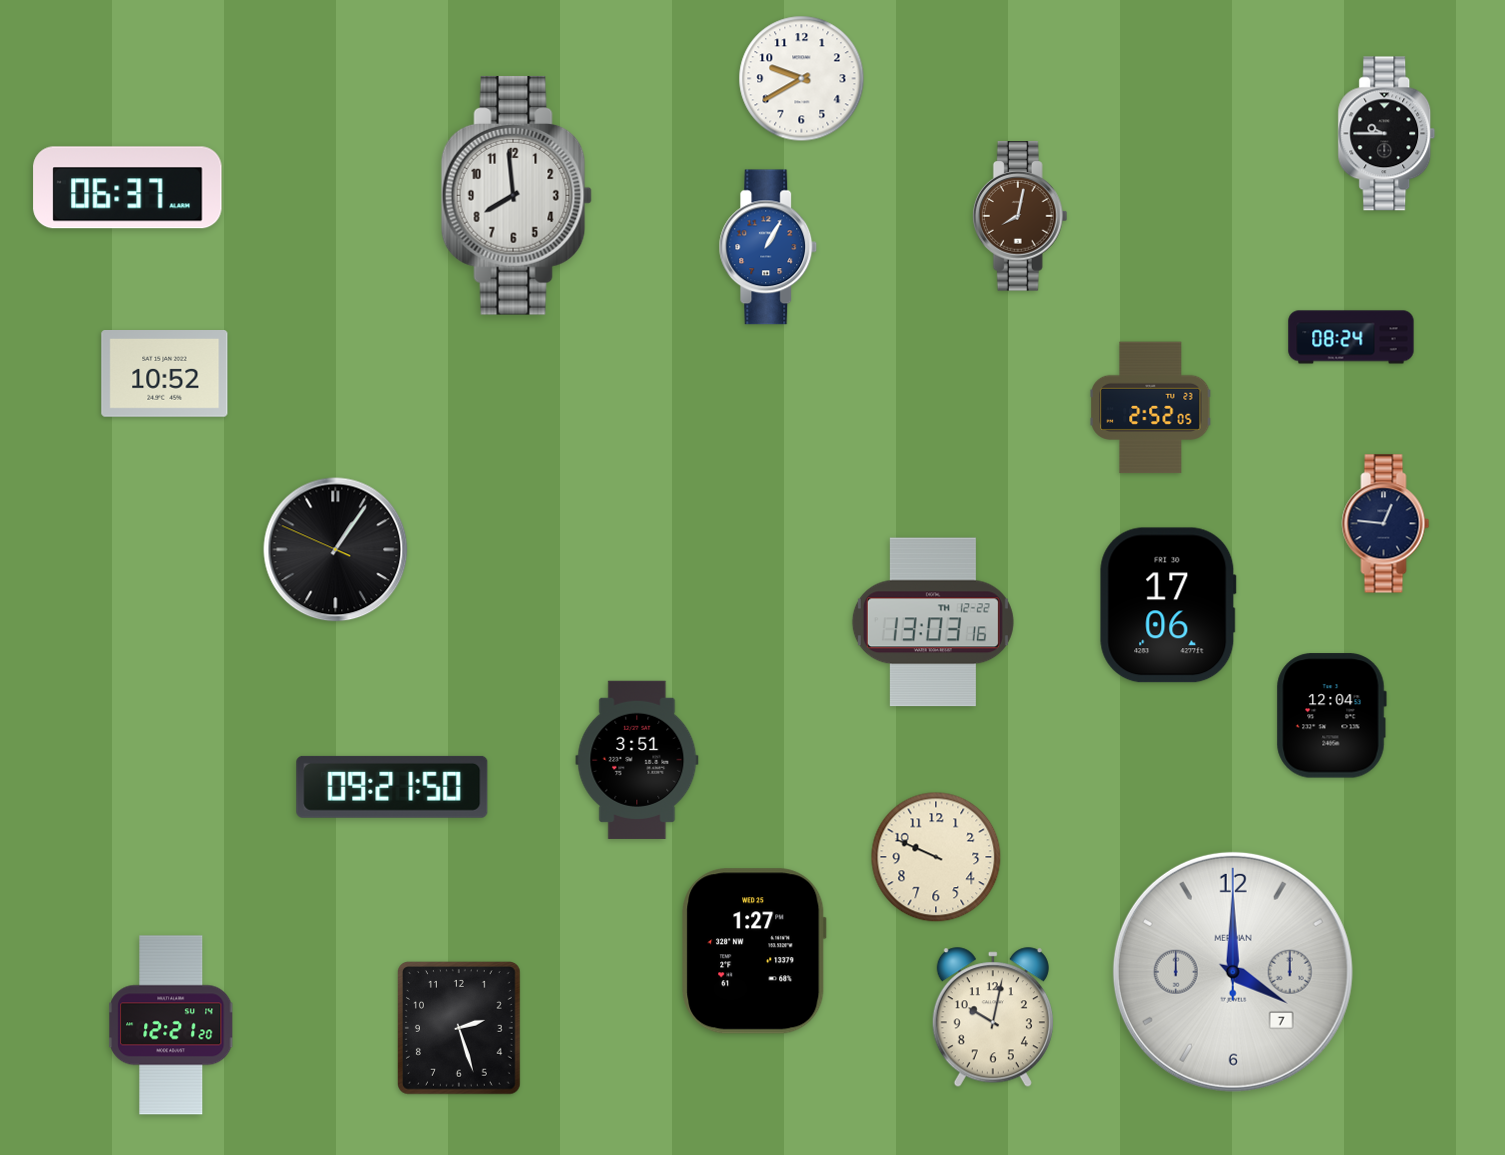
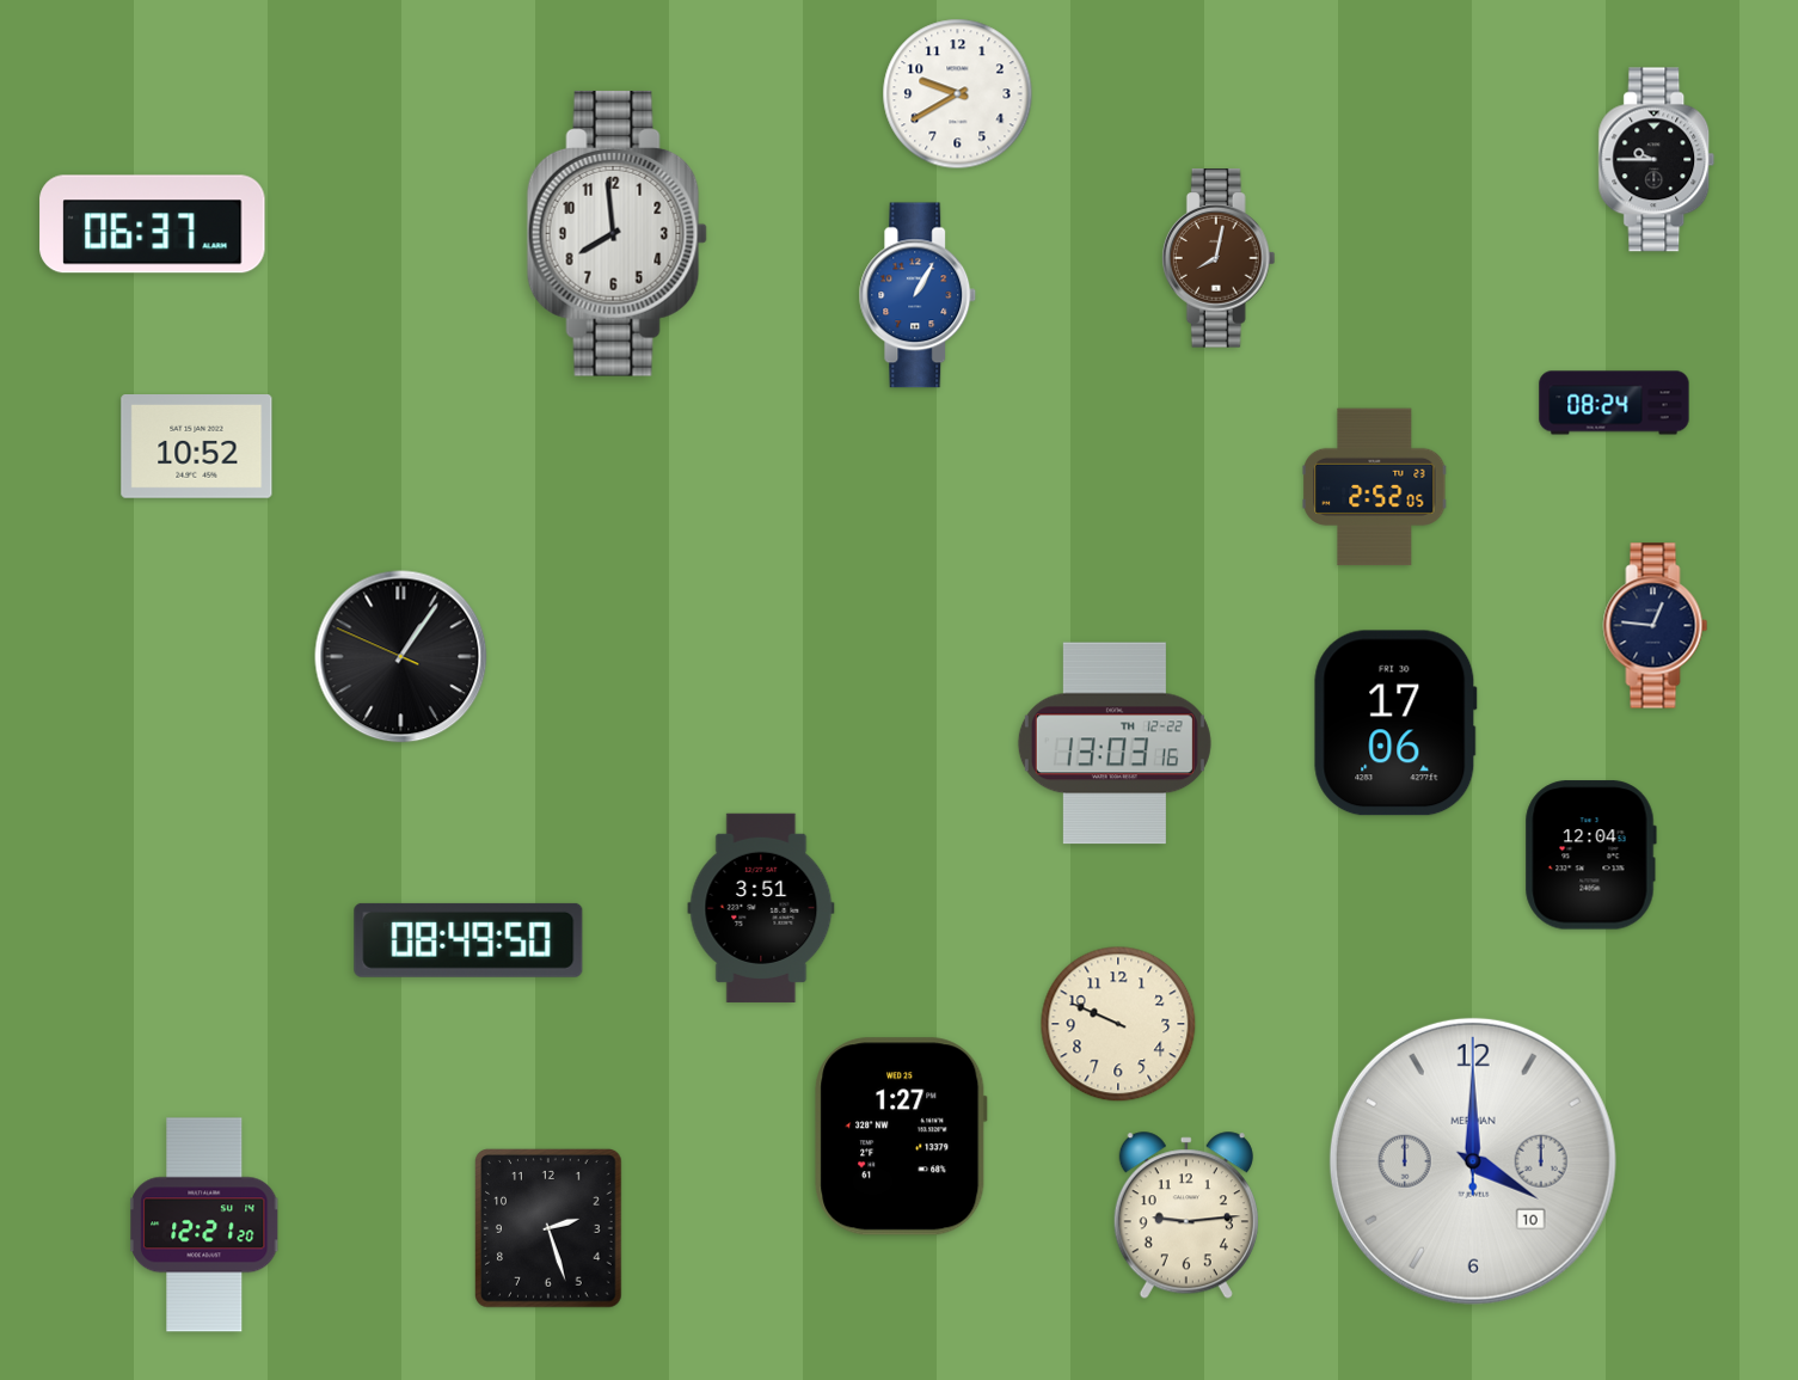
clock at (392, 787): 09:21 -> 08:49
clock at (1233, 972) date: 7 -> 10
clock at (993, 1018): 10:02 -> 9:14
